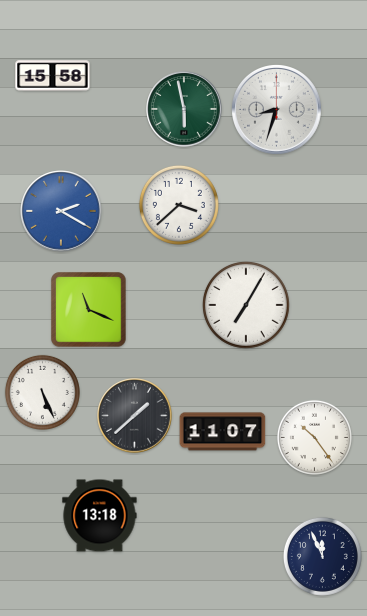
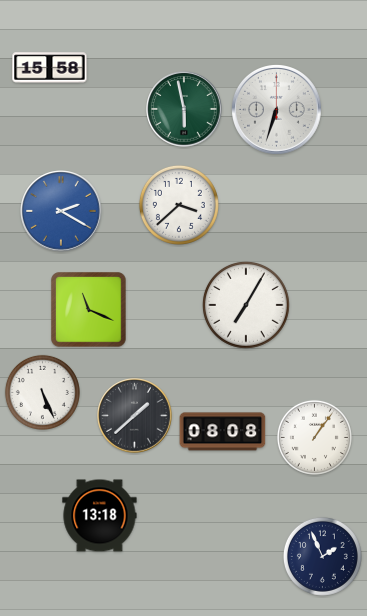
clock at (53, 76) position: (53, 76) -> (50, 68)
clock at (277, 110): 8:33 -> 6:33
clock at (223, 432): 11:07 -> 08:08
clock at (314, 437): 10:24 -> 1:06
clock at (322, 556): 11:56 -> 1:56
